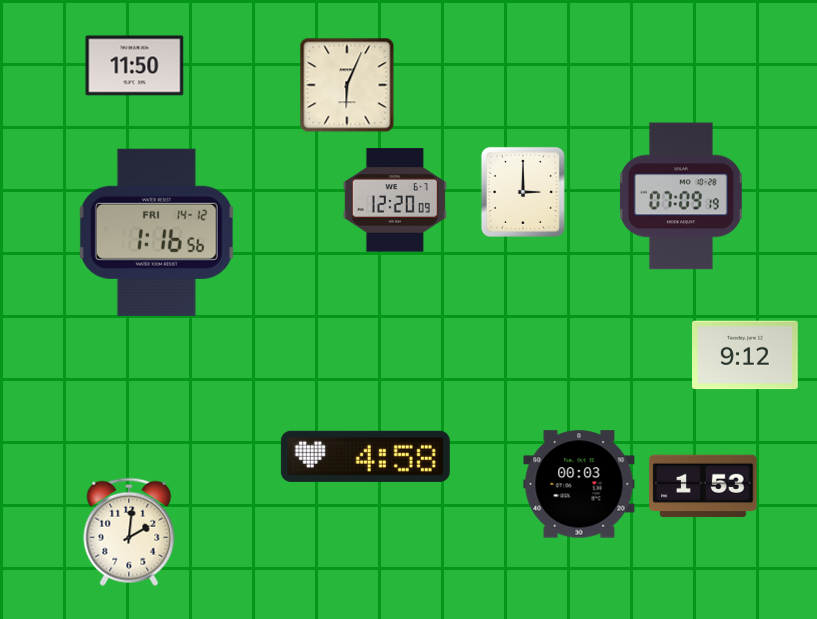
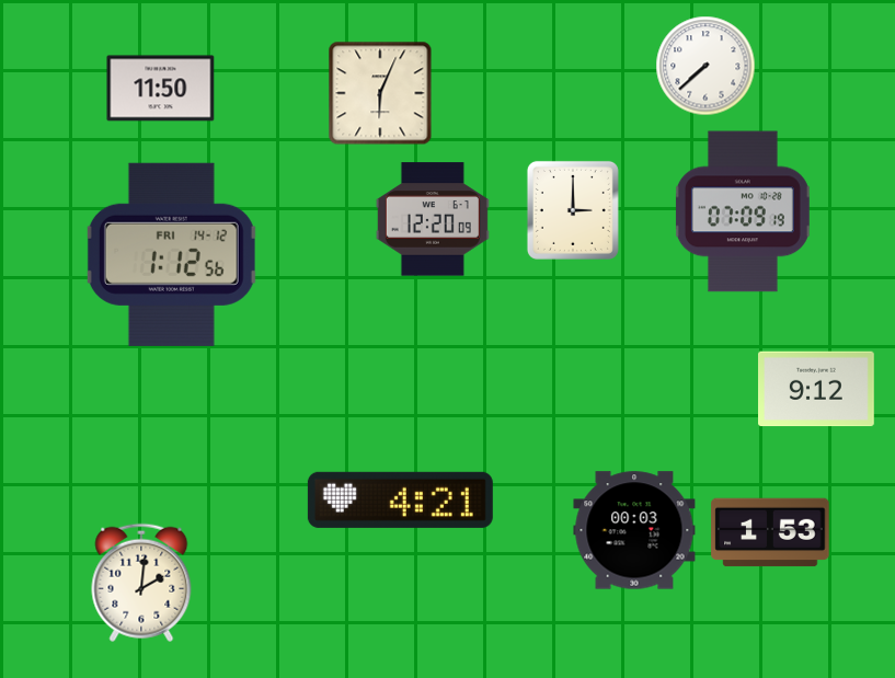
clock at (705, 66): none -> 7:38
clock at (135, 66) position: (135, 66) -> (161, 89)
clock at (681, 196) position: (681, 196) -> (743, 211)
clock at (156, 232): 1:16 -> 1:12
clock at (365, 456): 4:58 -> 4:21
